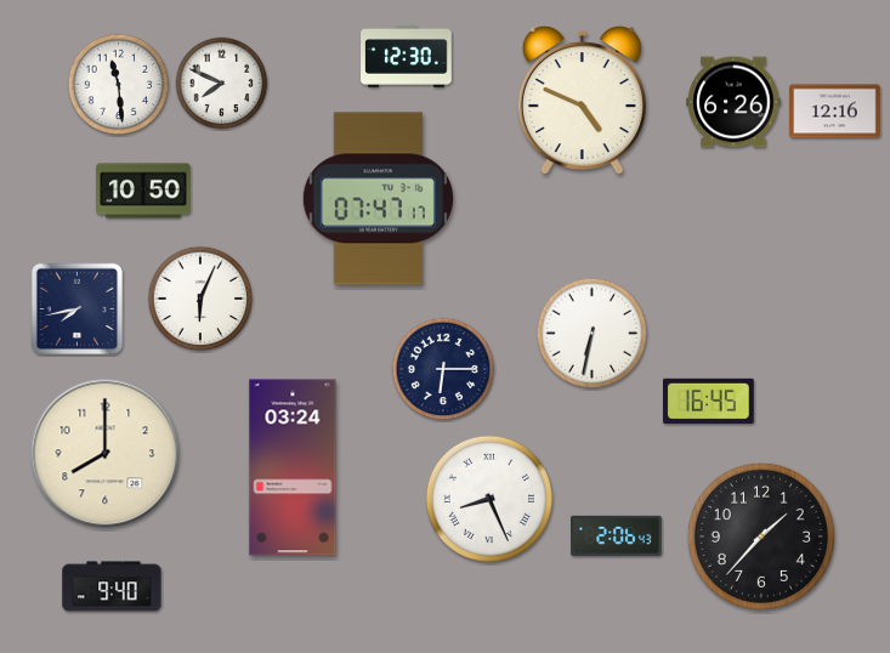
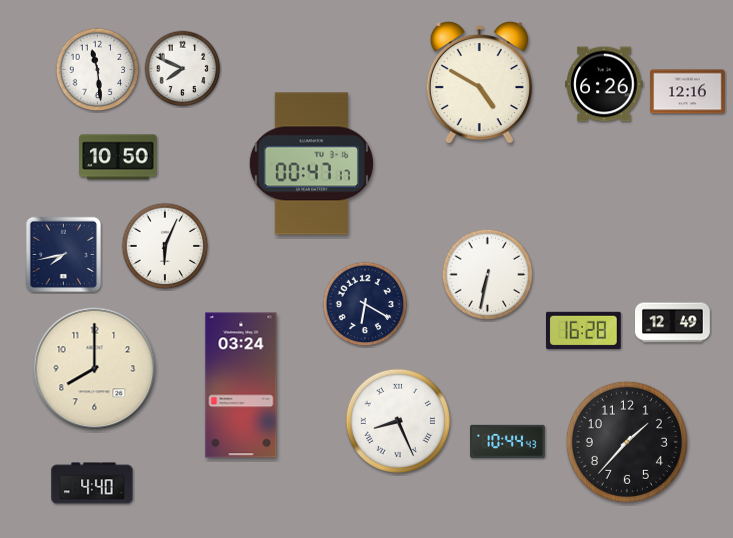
clock at (407, 57): 12:30 -> none
clock at (582, 102): 4:49 -> 4:50
clock at (378, 199): 07:47 -> 00:47
clock at (443, 369): 6:15 -> 6:20
clock at (673, 323): none -> 12:49
clock at (709, 401): 16:45 -> 16:28
clock at (106, 454) position: (106, 454) -> (95, 369)
clock at (489, 499) position: (489, 499) -> (398, 421)
clock at (617, 535): 2:06 -> 10:44
clock at (112, 586): 9:40 -> 4:40
